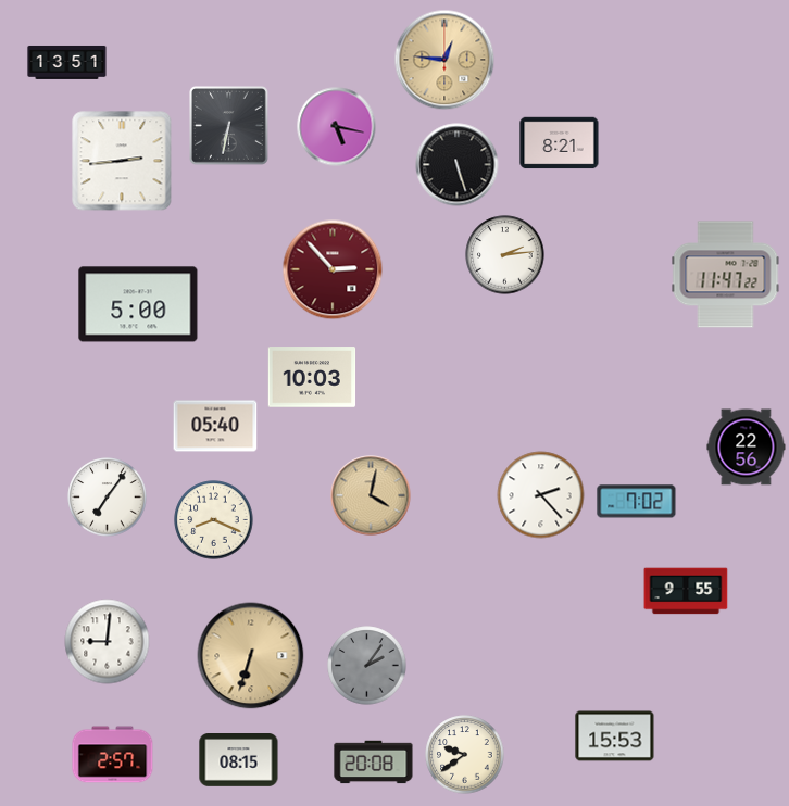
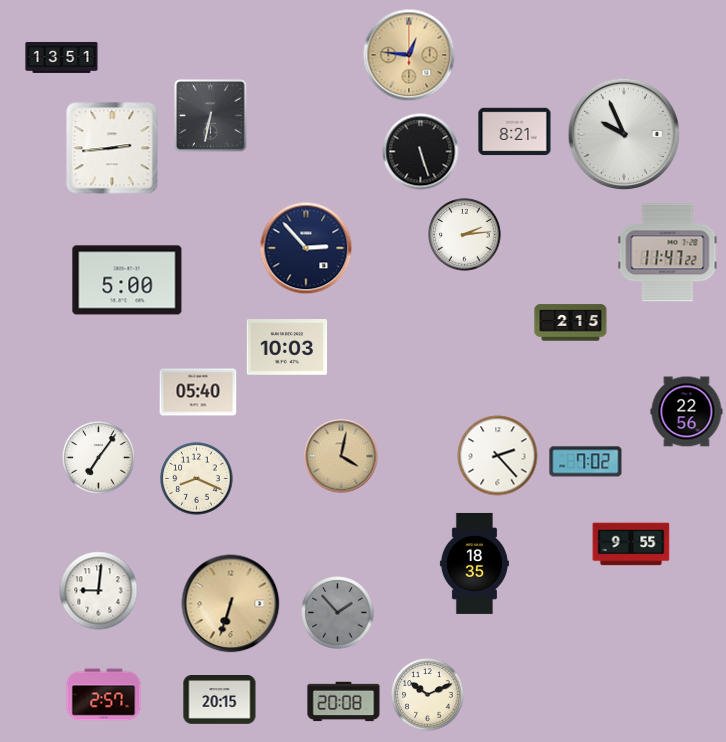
clock at (337, 127): 5:17 -> none
clock at (624, 134): none -> 9:56
clock at (333, 269) dial: burgundy -> navy
clock at (571, 323): none -> 2:15
clock at (474, 563): none -> 18:35
clock at (367, 666): 2:06 -> 1:53
clock at (615, 736): 15:53 -> none
clock at (465, 755): 9:39 -> 10:11
clock at (239, 760): 08:15 -> 20:15
